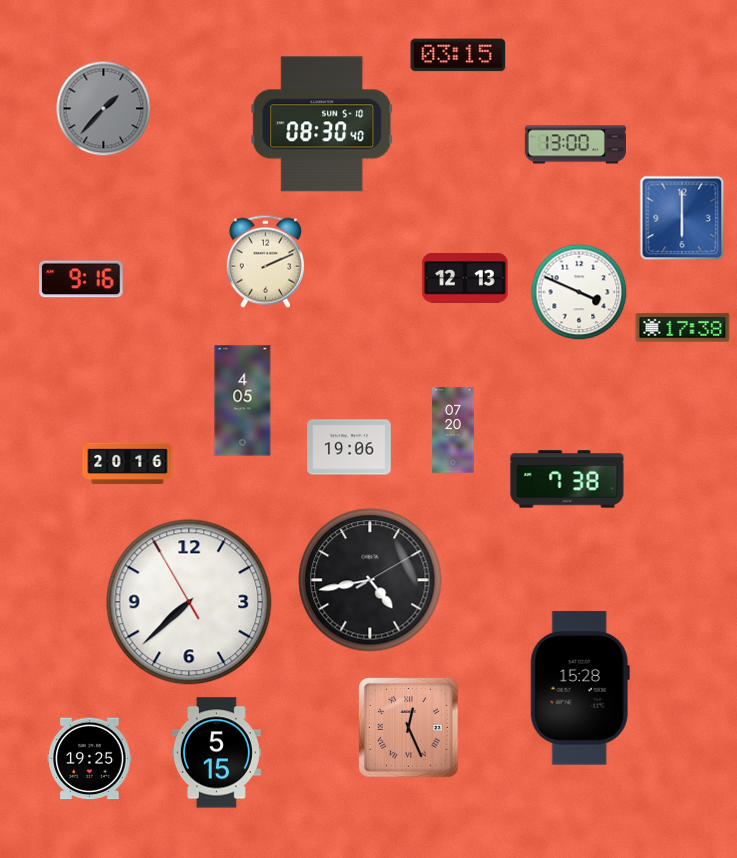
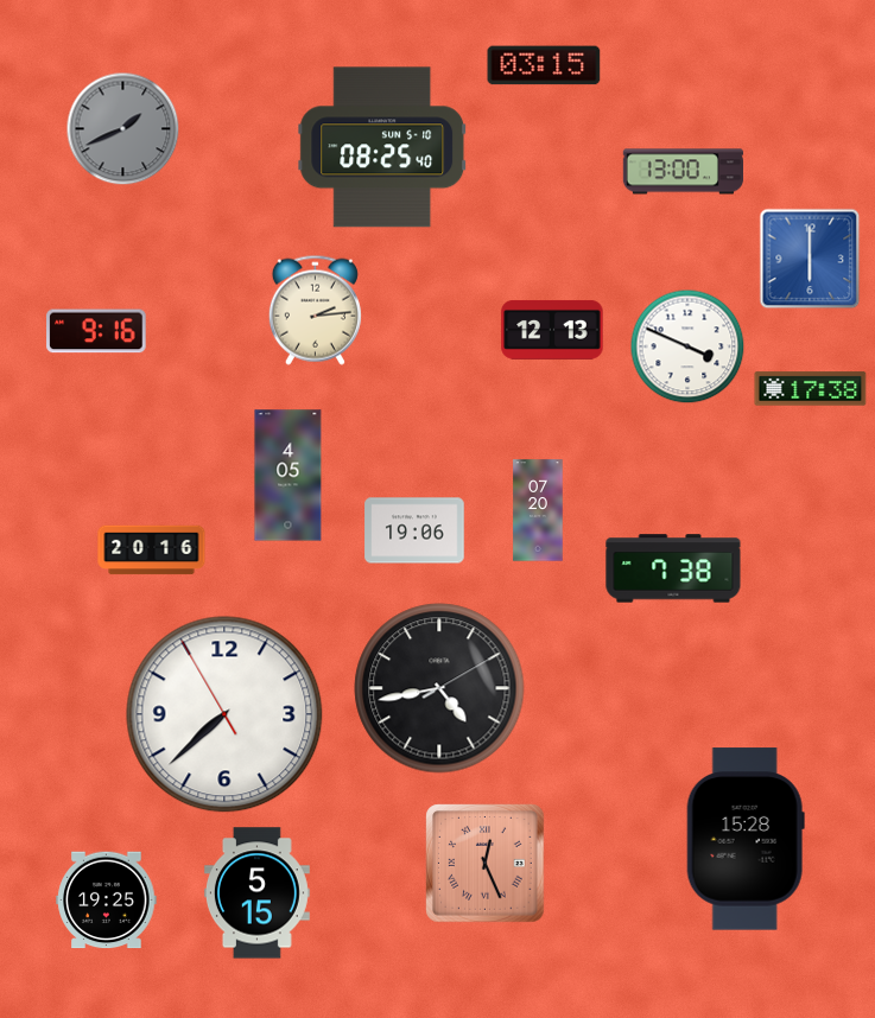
clock at (104, 109): 1:37 -> 1:41
clock at (322, 124): 08:30 -> 08:25
clock at (265, 261): 2:11 -> 2:14
clock at (580, 688) position: (580, 688) -> (746, 839)
